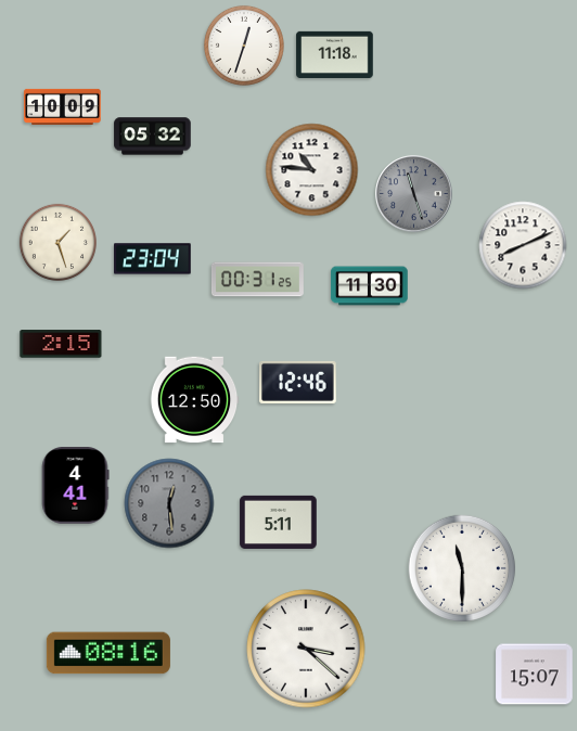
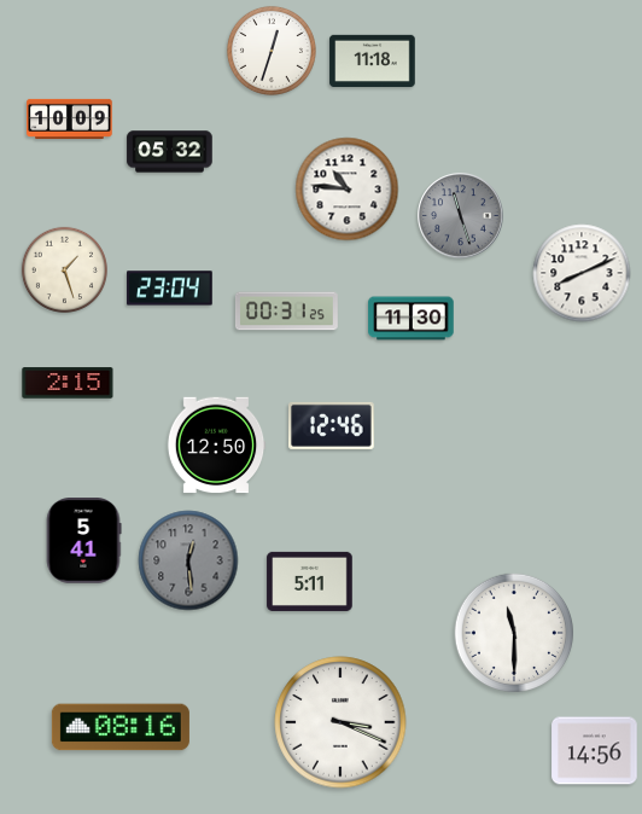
clock at (75, 486): 4:41 -> 5:41
clock at (306, 649): 3:22 -> 3:19
clock at (535, 675): 15:07 -> 14:56
